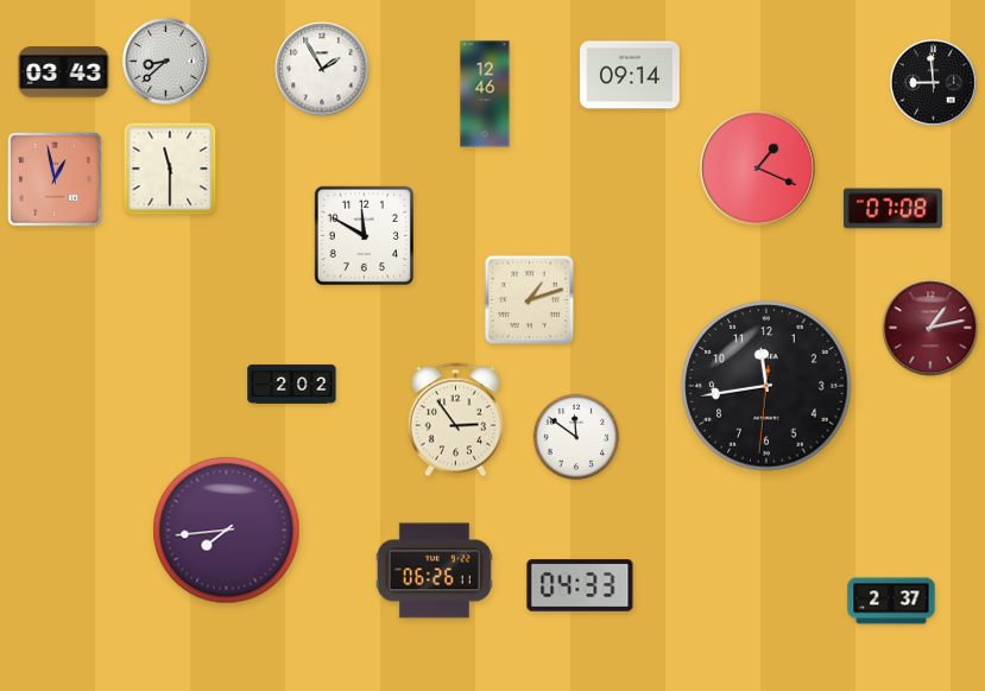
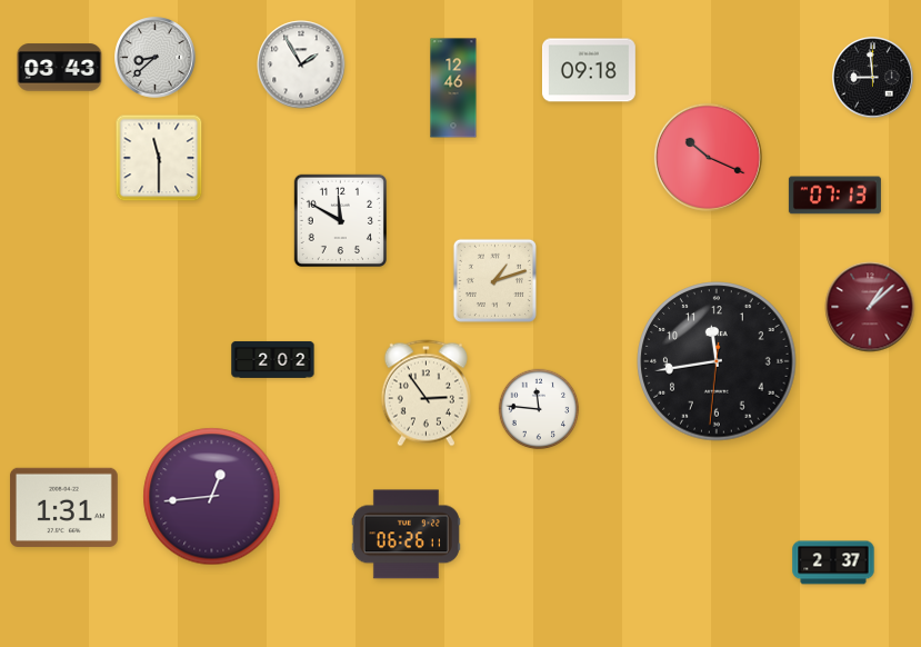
clock at (630, 75): 09:14 -> 09:18
clock at (757, 167): 1:19 -> 10:19
clock at (56, 180): 12:58 -> none
clock at (892, 209): 07:08 -> 07:13
clock at (930, 328): 1:13 -> 1:08
clock at (576, 437): 11:51 -> 11:46
clock at (227, 531): 7:44 -> 12:44
clock at (63, 507): none -> 1:31
clock at (580, 585): 04:33 -> none
